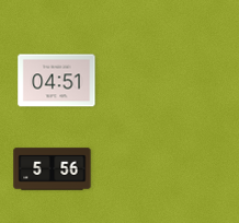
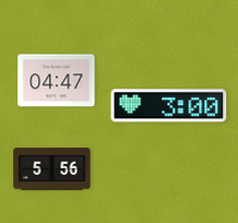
clock at (57, 81): 04:51 -> 04:47
clock at (169, 106): none -> 3:00
